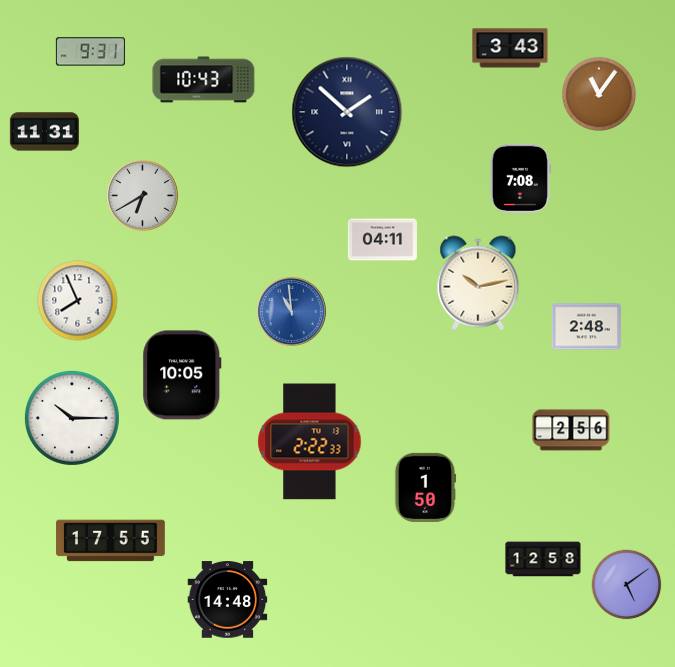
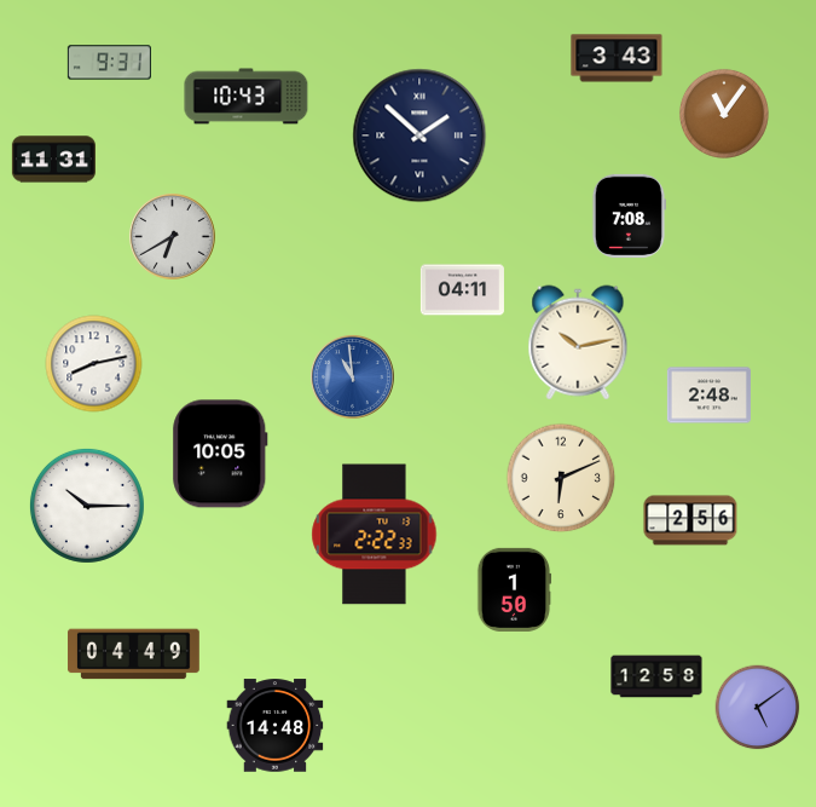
clock at (78, 301): 7:56 -> 8:13
clock at (561, 478): none -> 6:11
clock at (111, 541): 17:55 -> 04:49
